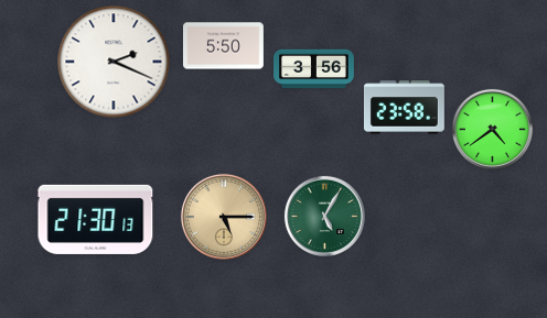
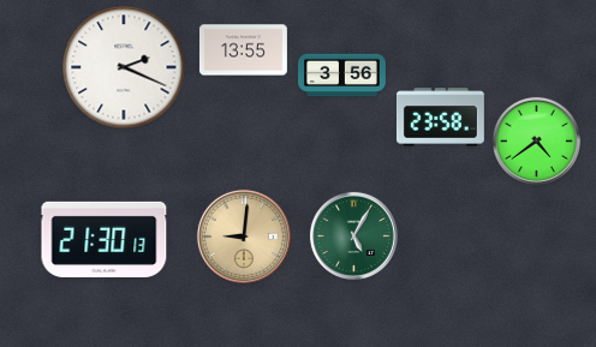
clock at (223, 46): 5:50 -> 13:55
clock at (224, 217): 5:15 -> 9:01
